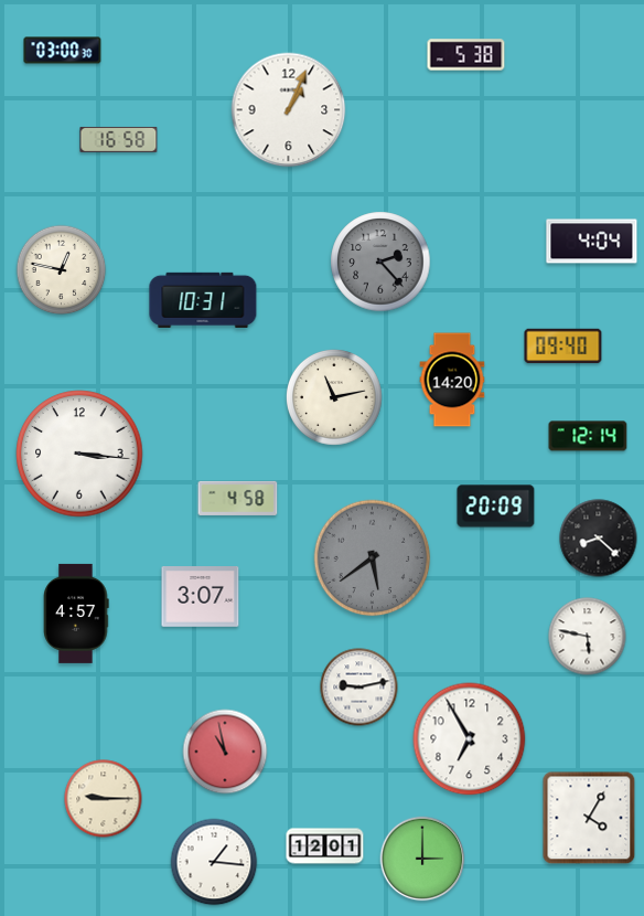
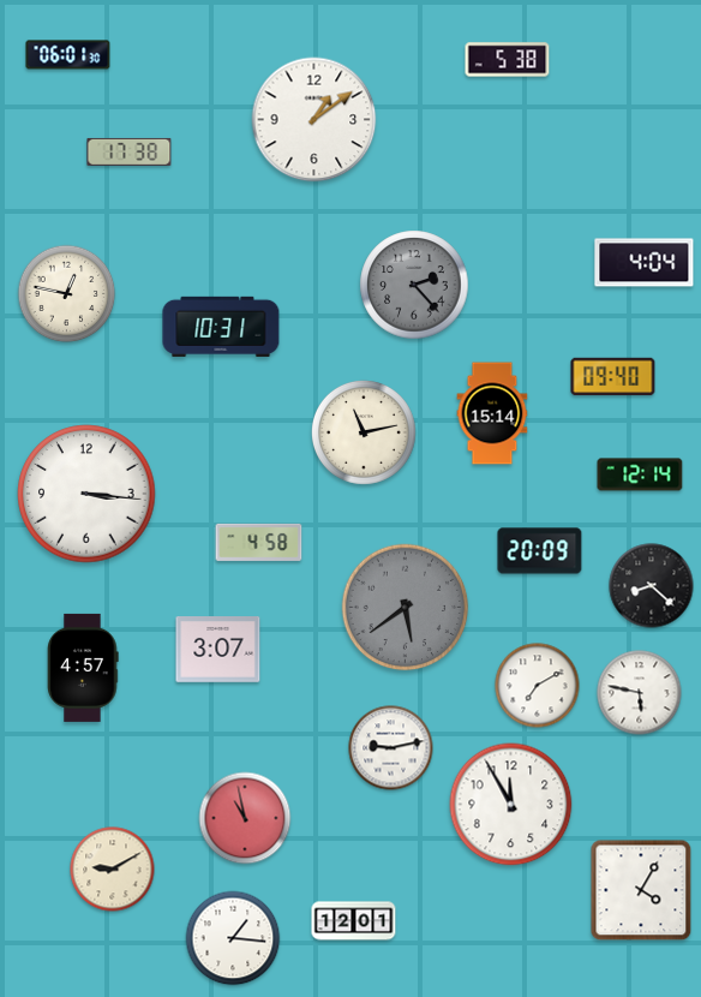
clock at (63, 51): 03:00 -> 06:01
clock at (289, 110): 1:04 -> 1:09
clock at (119, 139): 16:58 -> 17:38
clock at (452, 380): 14:20 -> 15:14
clock at (538, 686): none -> 7:10
clock at (470, 739): 6:55 -> 11:55
clock at (104, 799): 9:15 -> 9:10
clock at (422, 859): 3:00 -> none
